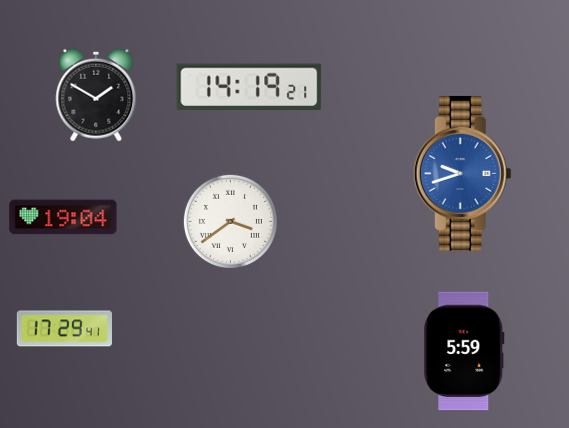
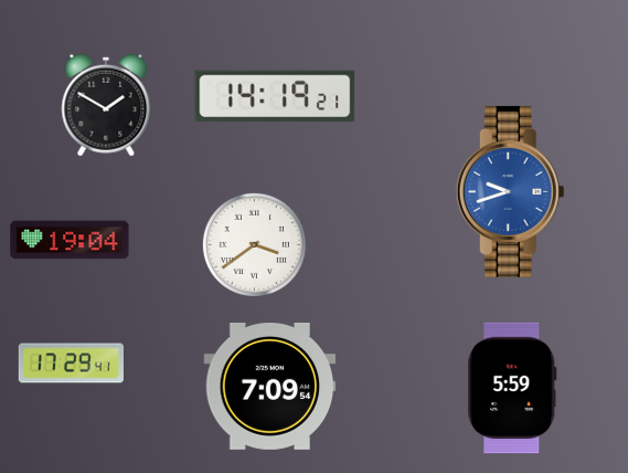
clock at (270, 386): none -> 7:09
